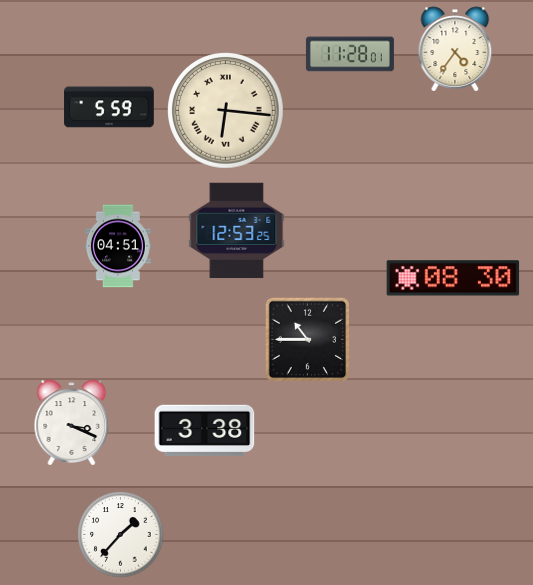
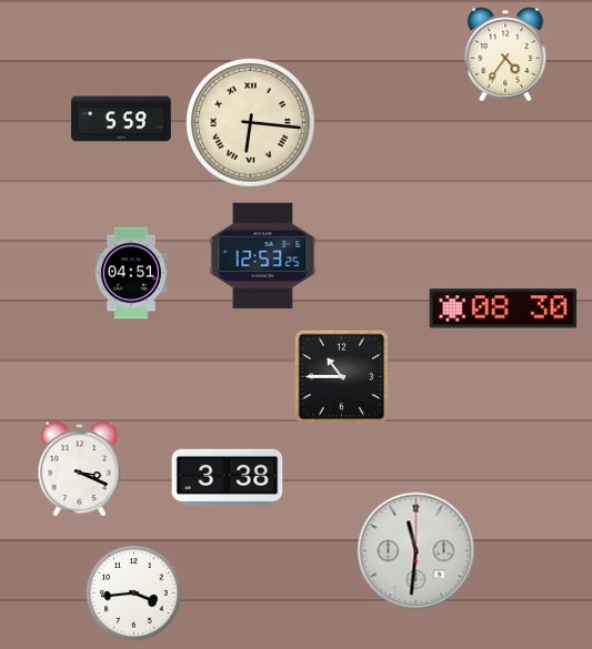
clock at (350, 54): 11:28 -> none
clock at (417, 551): none -> 11:31
clock at (121, 535): 1:37 -> 3:44
